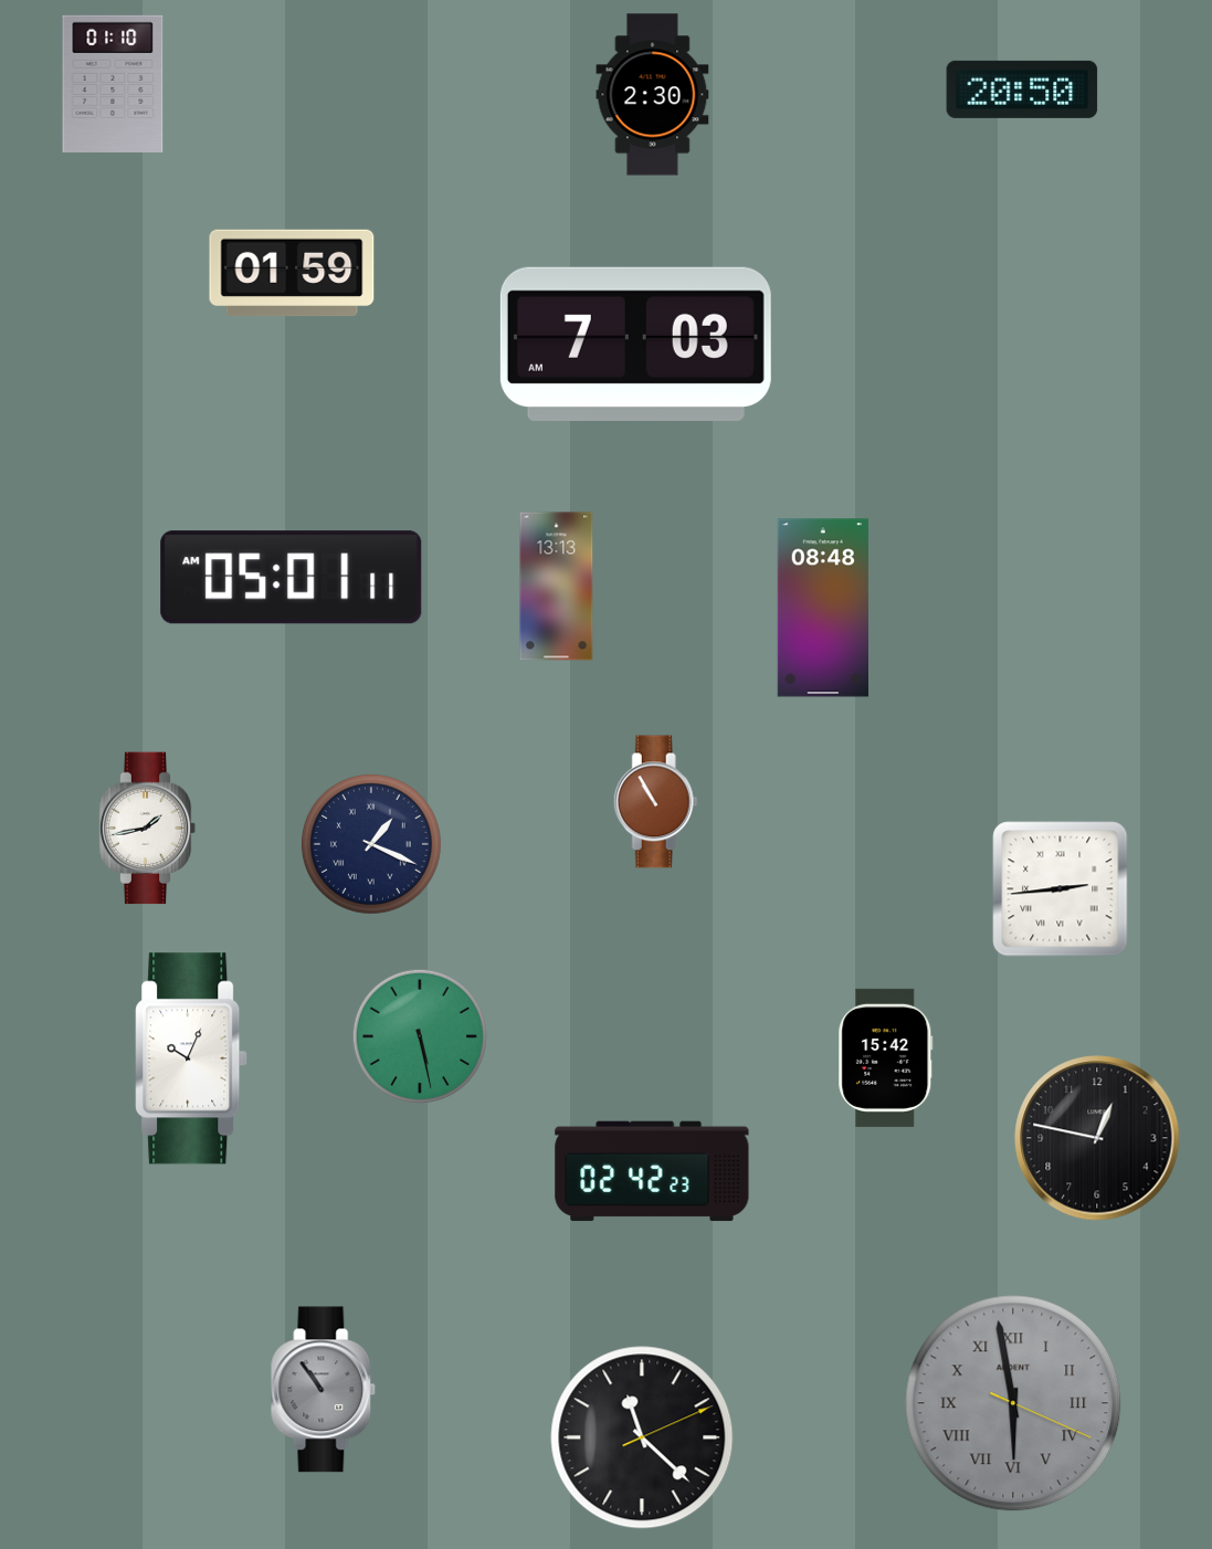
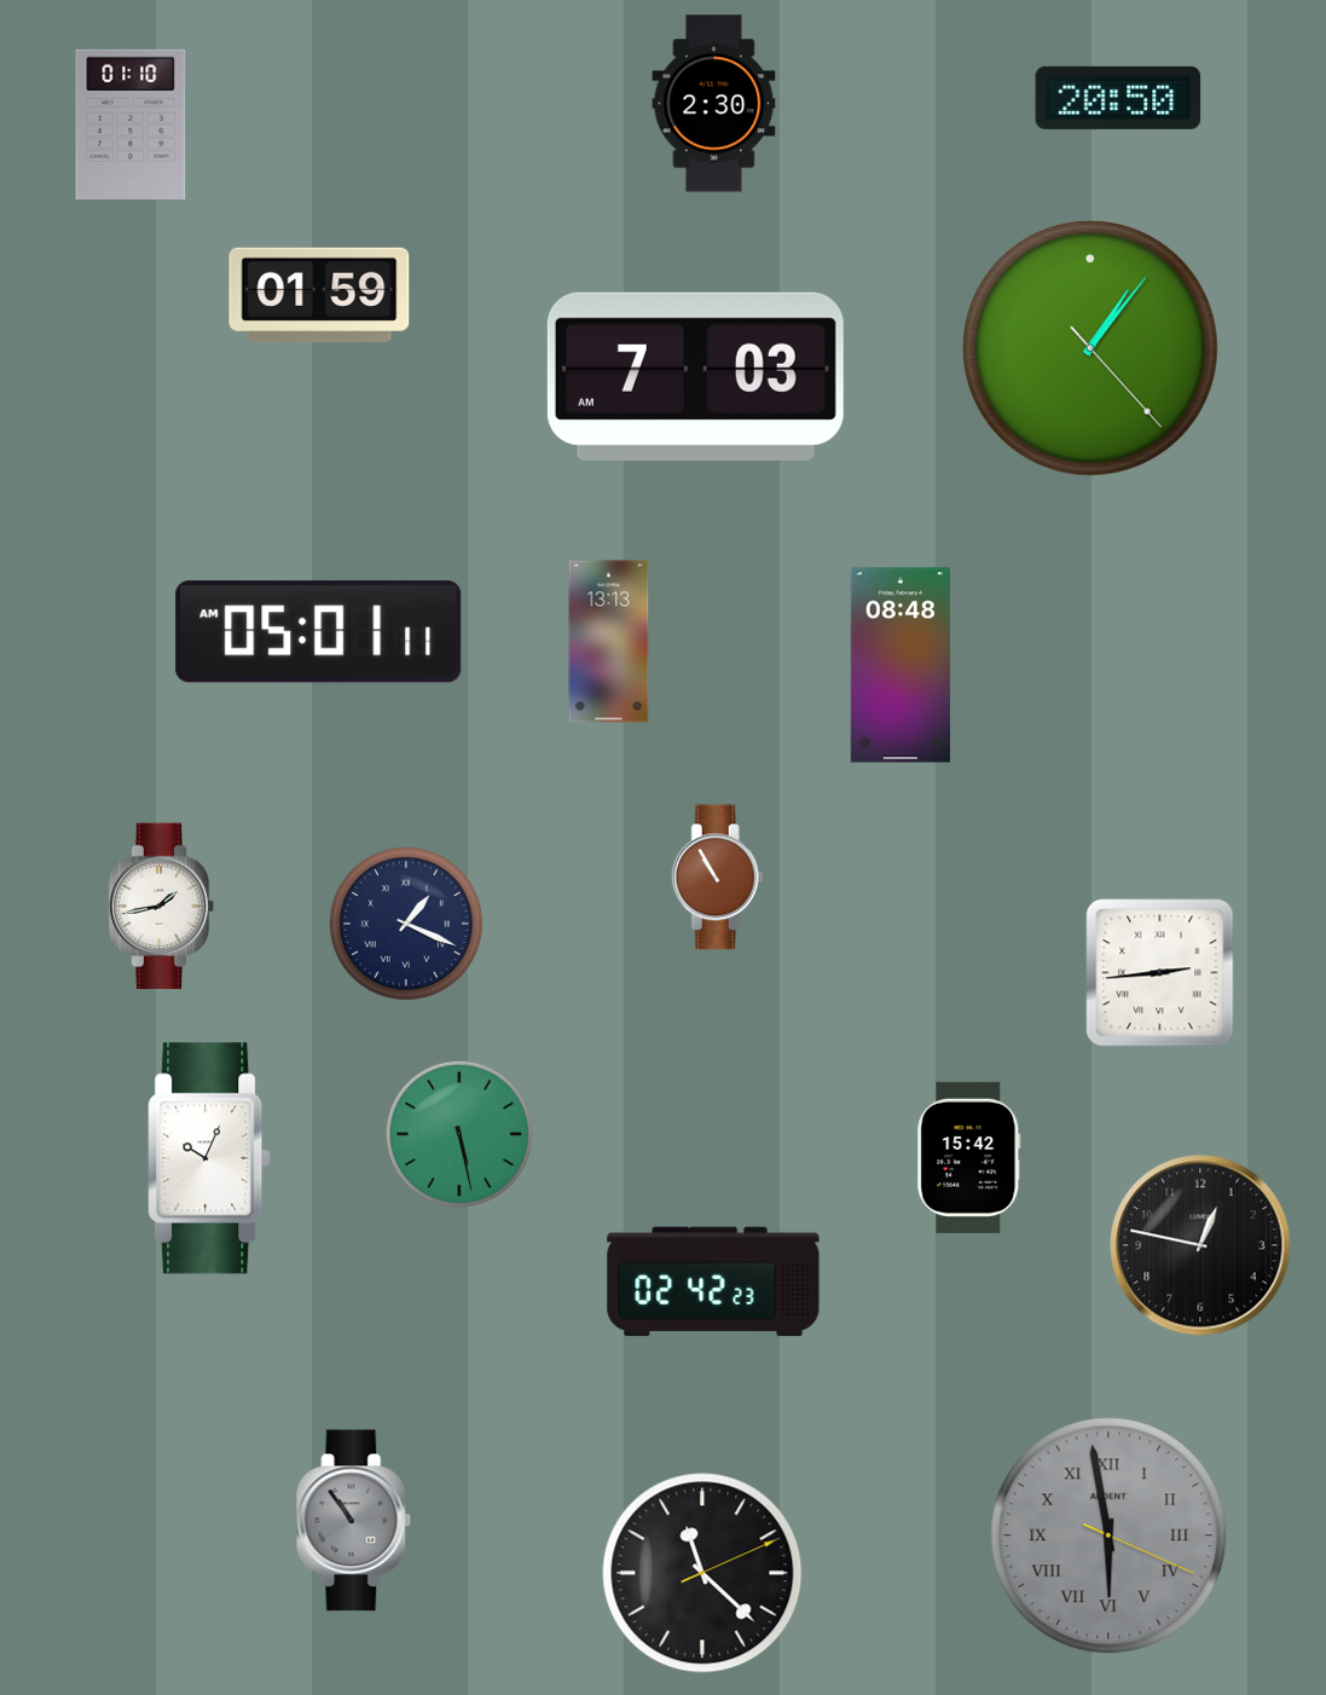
clock at (113, 84) position: (113, 84) -> (131, 125)
clock at (292, 273) position: (292, 273) -> (319, 295)
clock at (1090, 348): none -> 1:06
